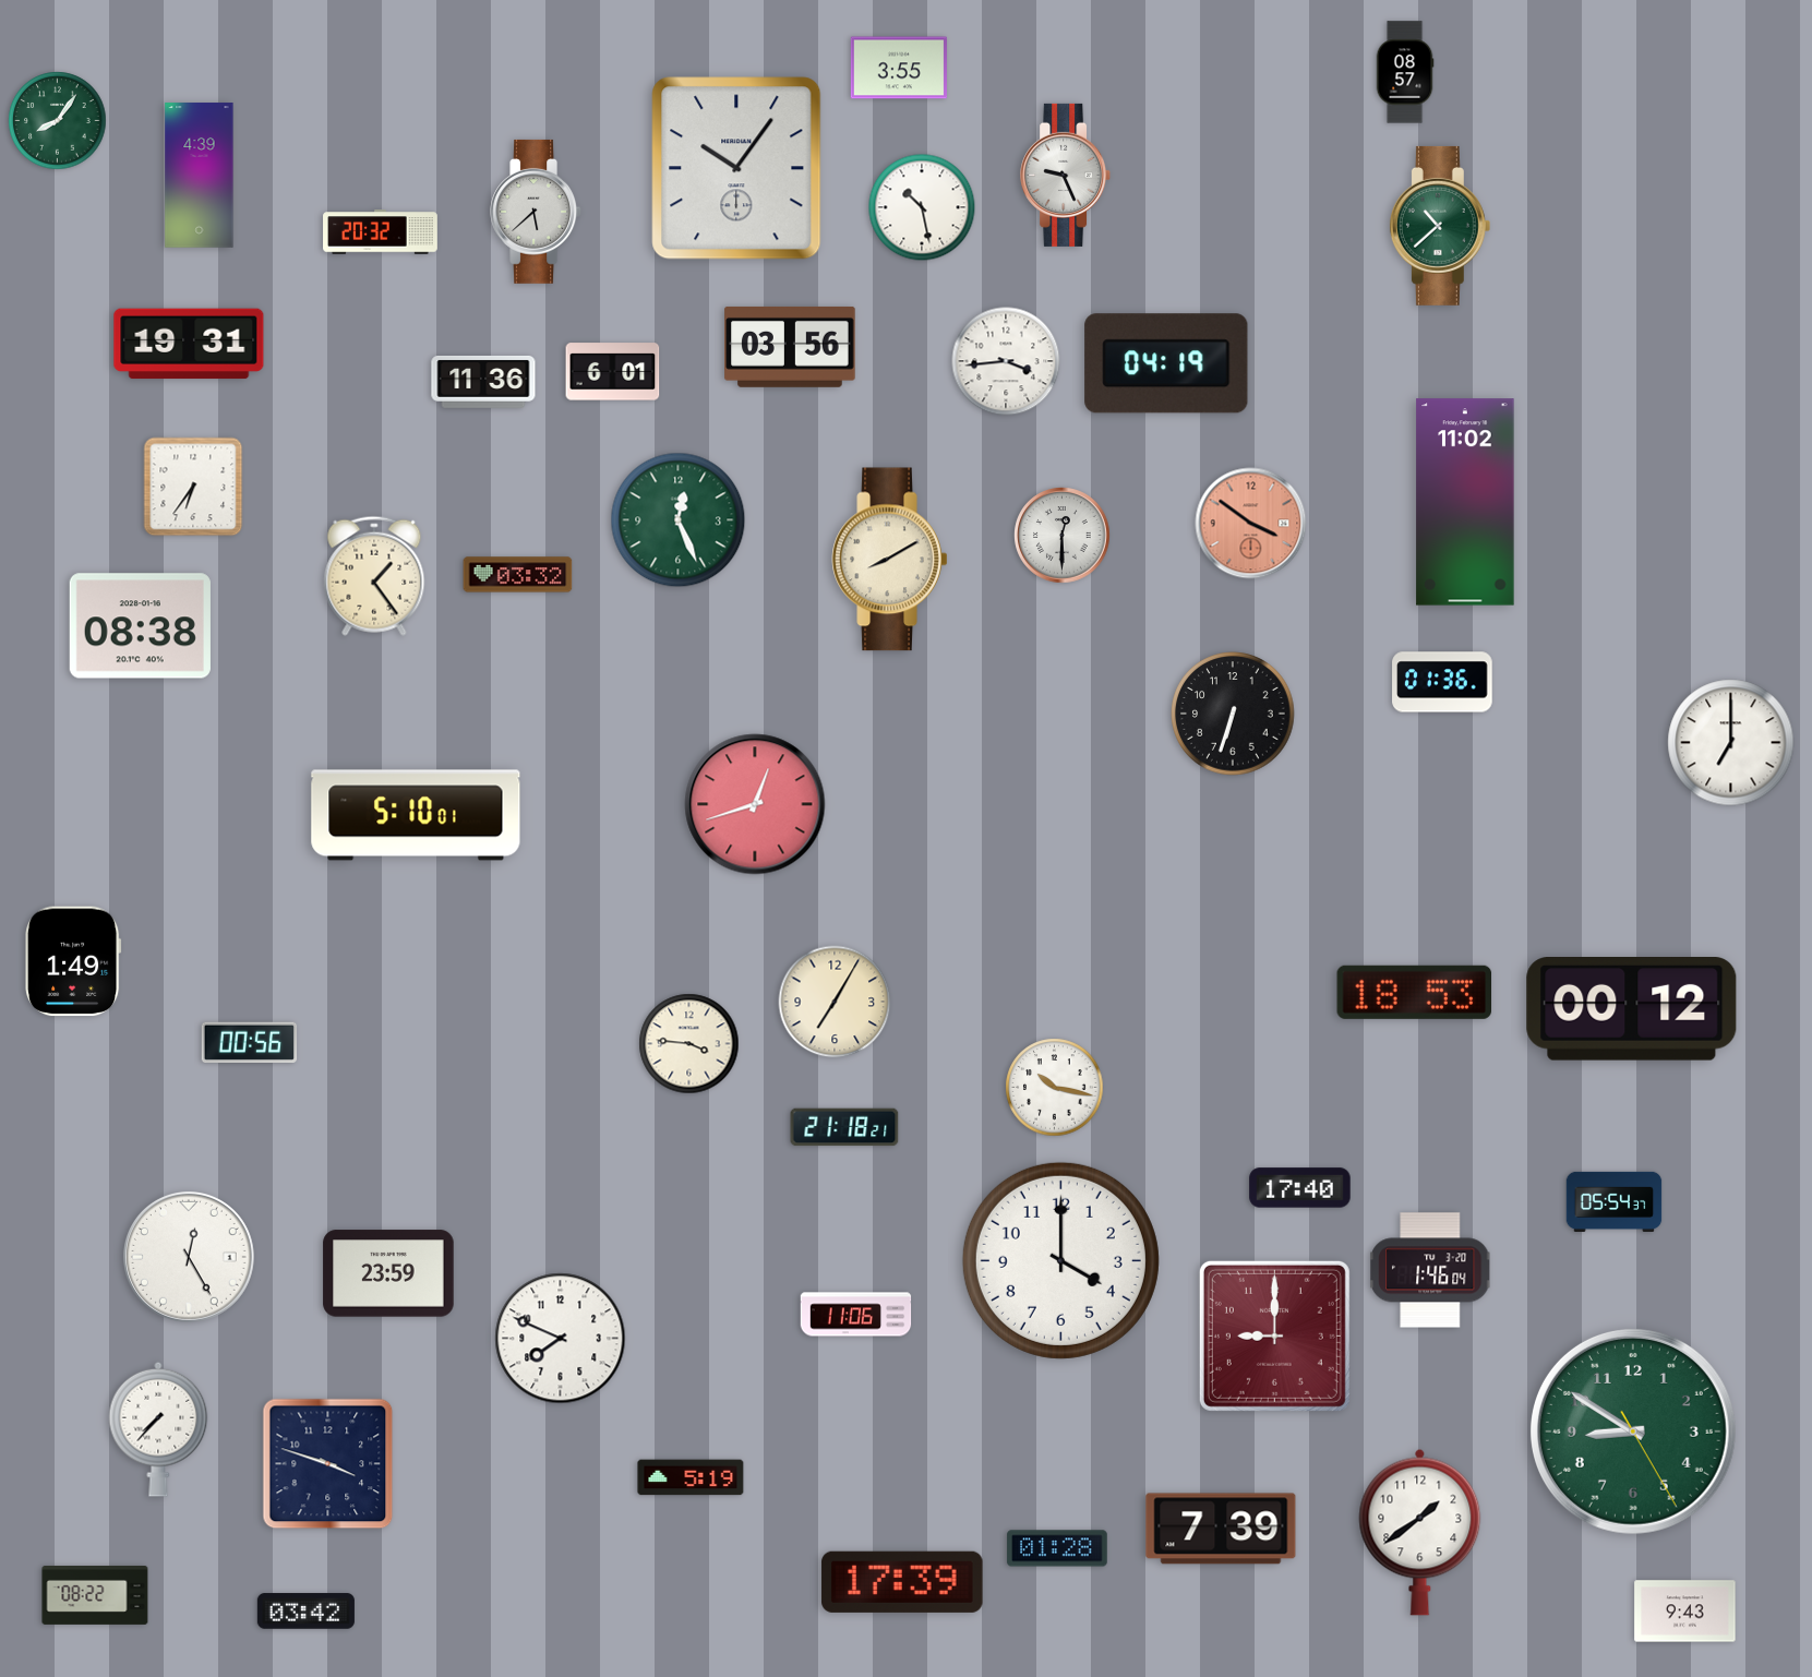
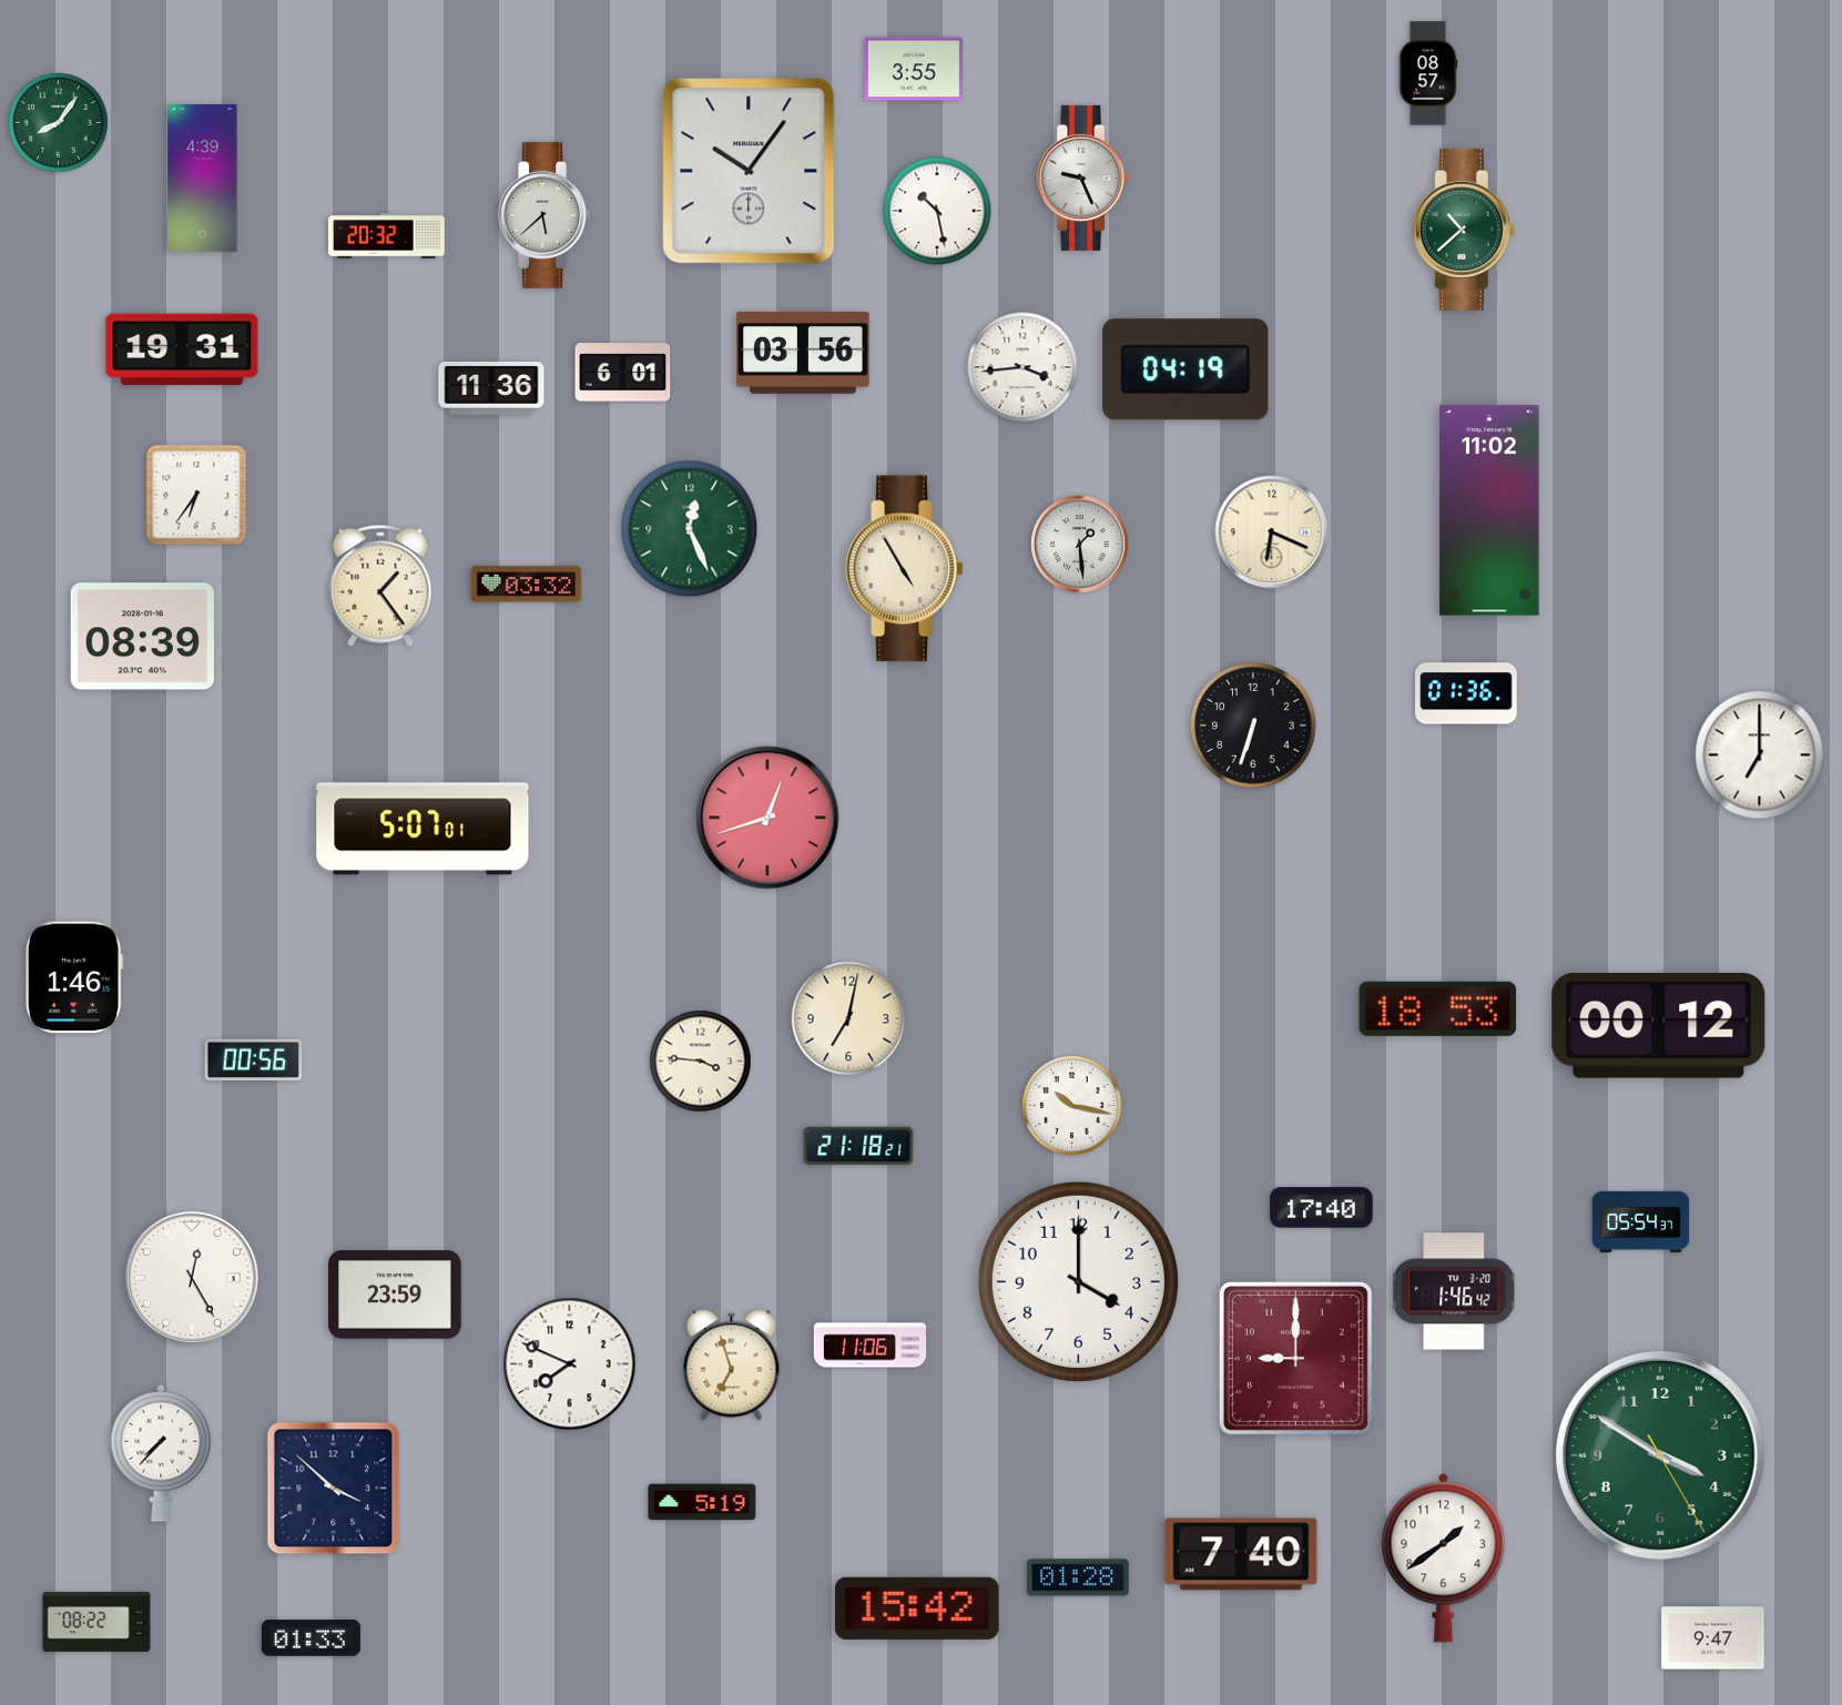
clock at (189, 344) position: (189, 344) -> (182, 349)
clock at (613, 372) position: (613, 372) -> (623, 373)
clock at (1251, 524): 3:51 -> 6:19
clock at (1251, 524) dial: salmon -> cream
clock at (1063, 536): 12:30 -> 1:29
clock at (890, 560): 8:10 -> 4:55
clock at (140, 626): 08:38 -> 08:39
clock at (416, 815): 5:10 -> 5:07
clock at (74, 961): 1:49 -> 1:46
clock at (835, 1002): 7:05 -> 7:02
clock at (1431, 1270): 1:46:04 -> 1:46:42
clock at (856, 1315) position: (856, 1315) -> (871, 1346)
clock at (561, 1339) position: (561, 1339) -> (570, 1364)
clock at (732, 1366): none -> 6:57
clock at (1633, 1432): 8:50 -> 3:50
clock at (328, 1464): 3:48 -> 3:52
clock at (1221, 1529): 7:39 -> 7:40
clock at (1057, 1548) position: (1057, 1548) -> (1078, 1577)
clock at (902, 1582): 17:39 -> 15:42
clock at (305, 1612): 03:42 -> 01:33
clock at (1685, 1612): 9:43 -> 9:47
